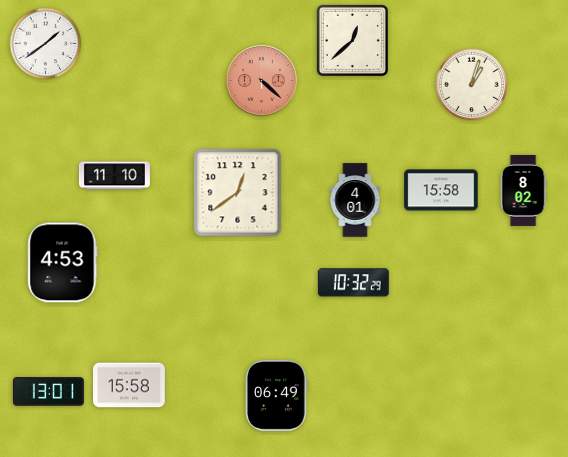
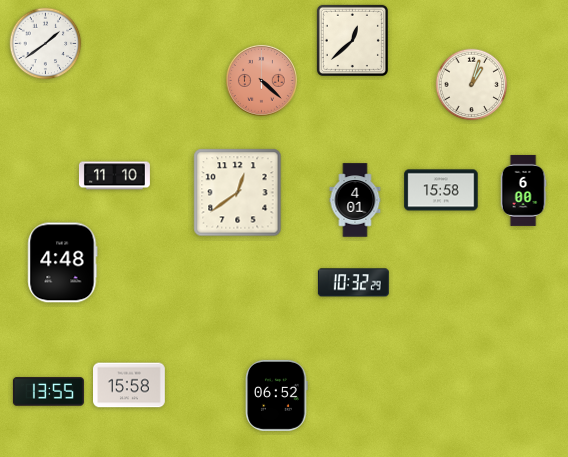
clock at (523, 190): 8:02 -> 6:00
clock at (63, 263): 4:53 -> 4:48
clock at (48, 392): 13:01 -> 13:55
clock at (277, 395): 06:49 -> 06:52
